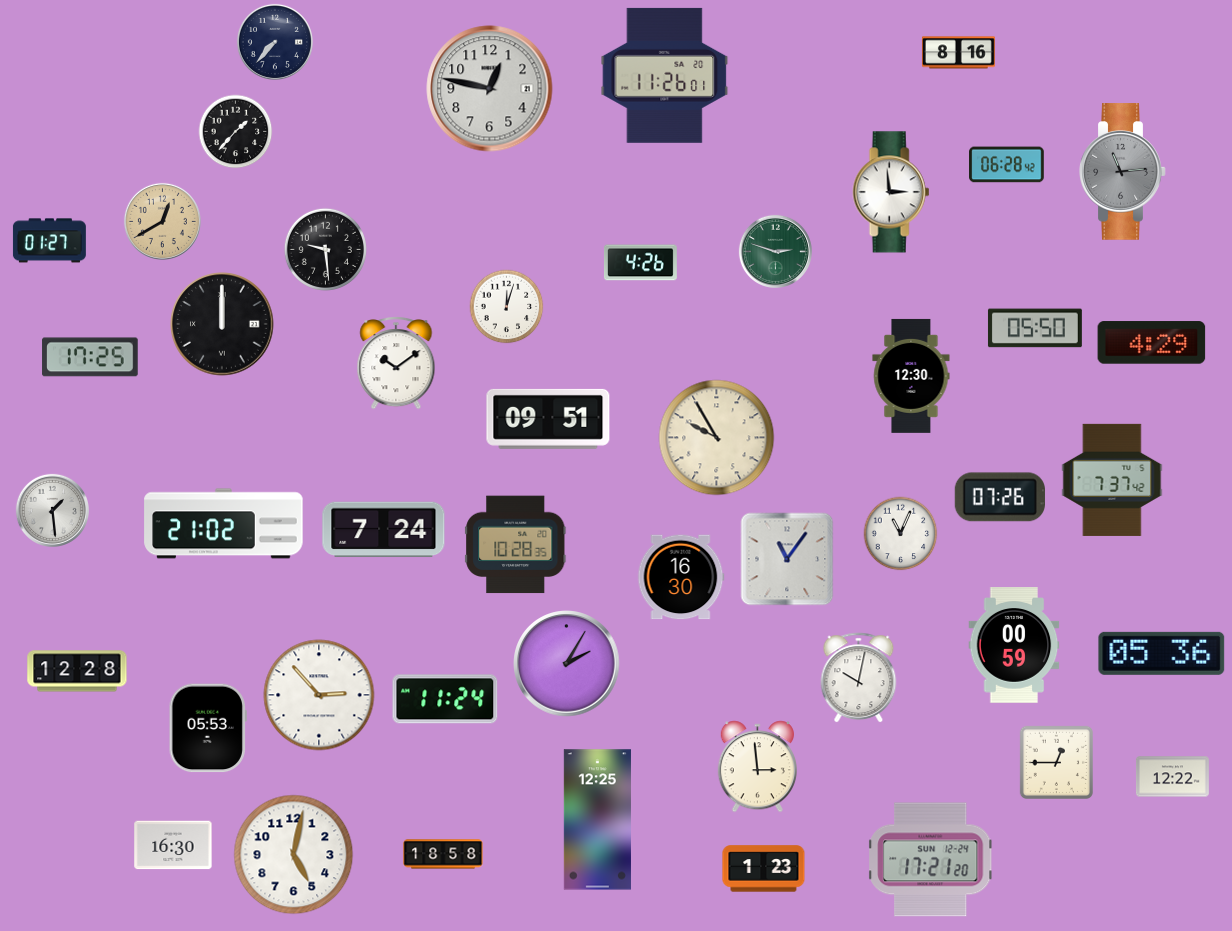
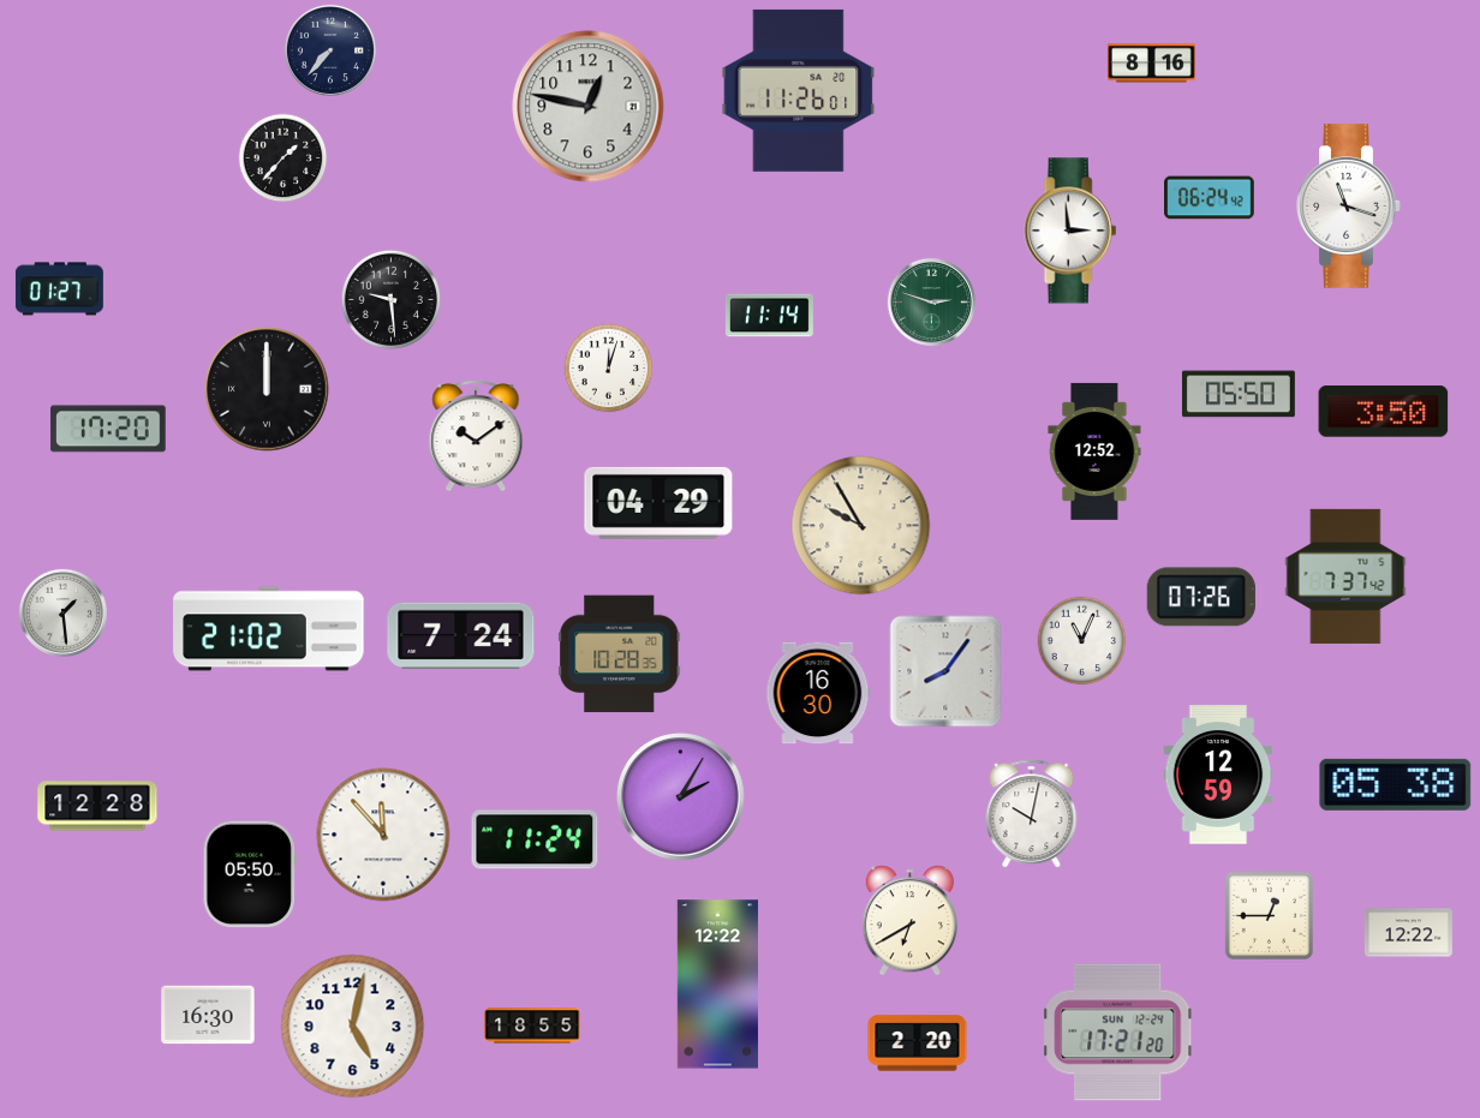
clock at (1007, 165): 06:28 -> 06:24
clock at (1123, 172): 11:14 -> 11:18
clock at (1123, 172) dial: grey -> white
clock at (162, 221): 12:40 -> none
clock at (640, 263): 4:26 -> 11:14
clock at (1035, 328) position: (1035, 328) -> (1239, 394)
clock at (1152, 343): 4:29 -> 3:50
clock at (90, 357): 17:25 -> 17:20
clock at (911, 376): 12:30 -> 12:52
clock at (548, 419): 09:51 -> 04:29
clock at (1112, 480) position: (1112, 480) -> (1345, 576)
clock at (787, 559): 11:06 -> 8:06
clock at (1014, 645): 00:59 -> 12:59
clock at (1162, 653): 05:36 -> 05:38
clock at (77, 671) position: (77, 671) -> (97, 806)
clock at (319, 695): 2:53 -> 11:53
clock at (208, 728): 05:53 -> 05:50
clock at (757, 767): 2:59 -> 6:40
clock at (597, 820): 12:25 -> 12:22
clock at (443, 854): 18:58 -> 18:55
clock at (764, 869): 1:23 -> 2:20
